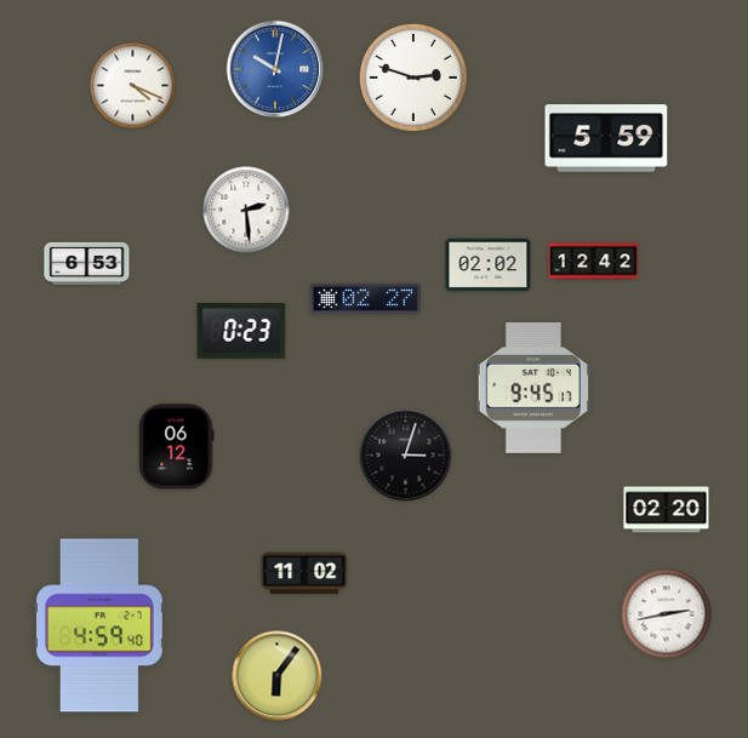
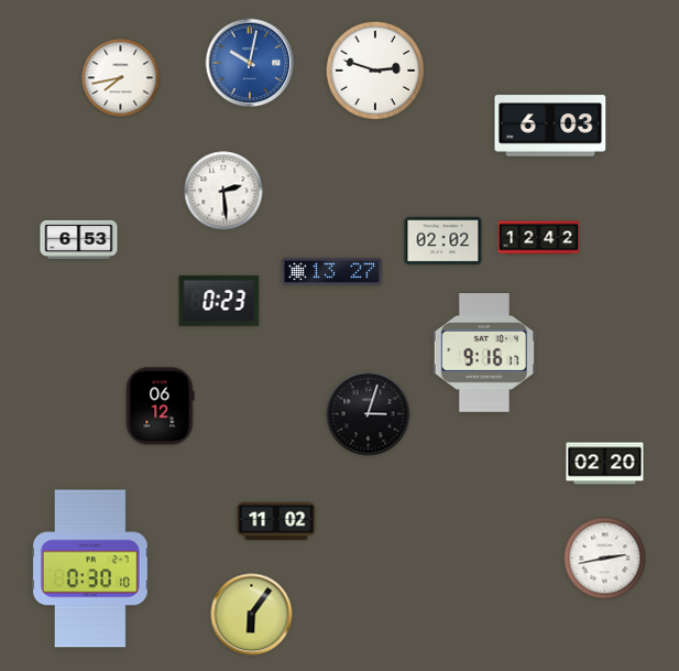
clock at (133, 86): 4:19 -> 7:43
clock at (606, 138): 5:59 -> 6:03
clock at (365, 298): 02:27 -> 13:27
clock at (532, 389): 9:45 -> 9:16
clock at (99, 625): 4:59 -> 0:30
